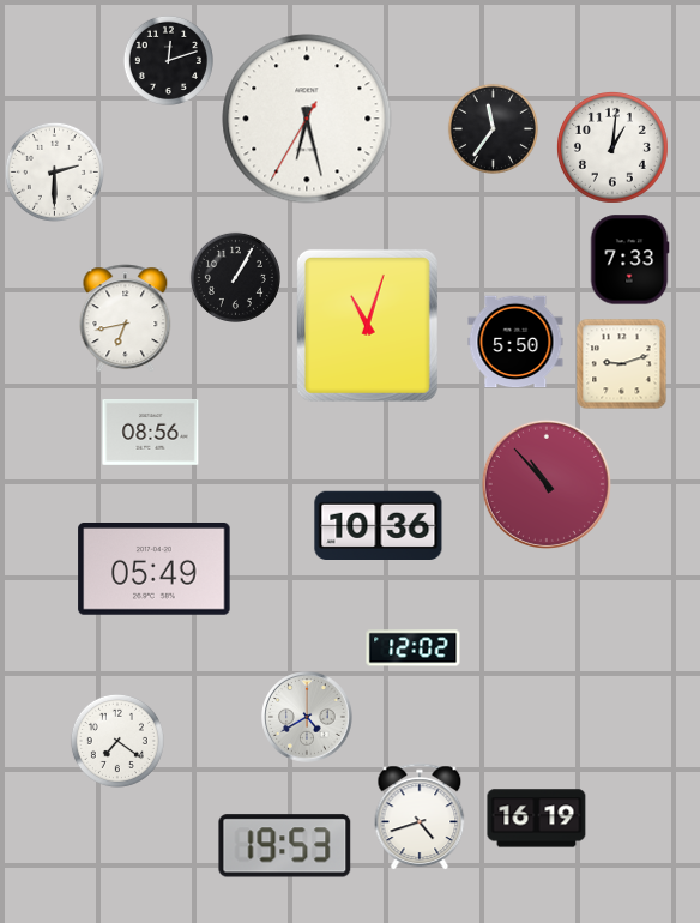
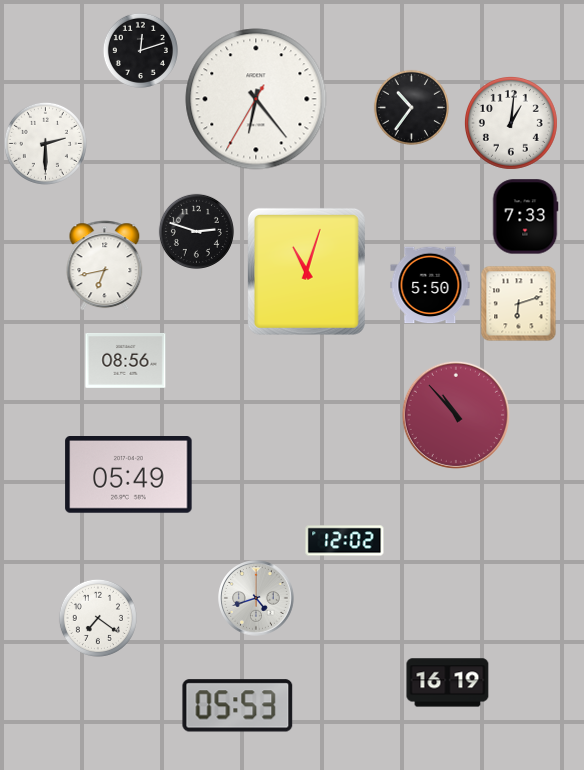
clock at (307, 119): 6:27 -> 6:23
clock at (493, 128): 11:36 -> 10:36
clock at (235, 277): 1:05 -> 2:48
clock at (622, 364): 9:12 -> 6:12
clock at (547, 484) position: (547, 484) -> (456, 415)
clock at (379, 525): 10:36 -> none
clock at (307, 717): 4:40 -> 4:42
clock at (420, 816): 4:42 -> none
clock at (285, 846): 19:53 -> 05:53
